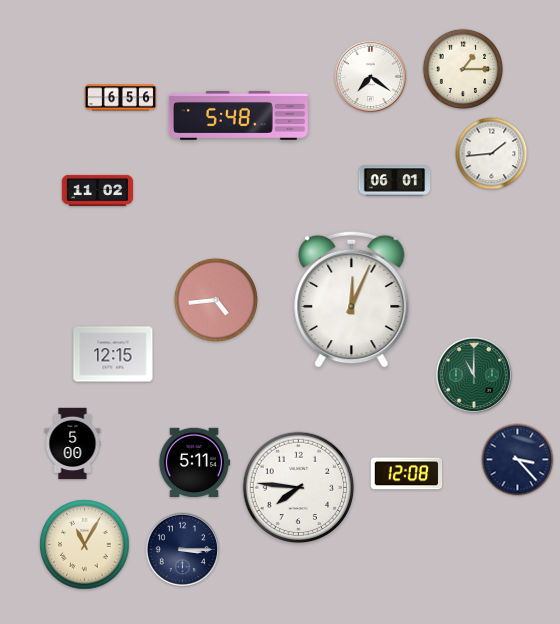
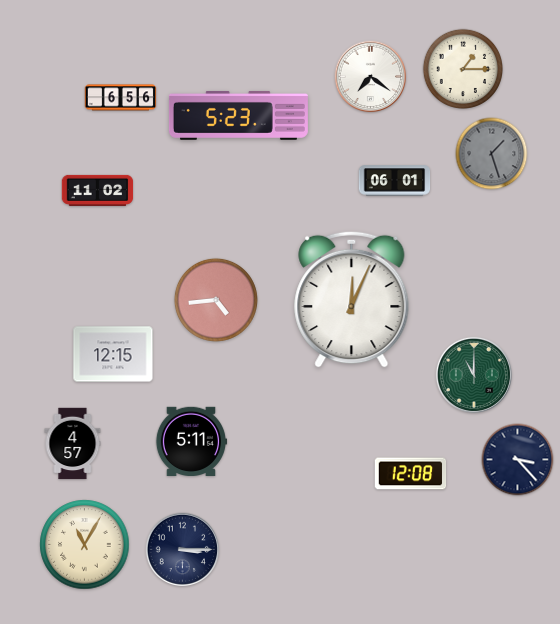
clock at (238, 115): 5:48 -> 5:23
clock at (492, 154): 1:44 -> 1:27
clock at (492, 154) dial: white -> grey
clock at (73, 444): 5:00 -> 4:57
clock at (194, 462) position: (194, 462) -> (191, 441)
clock at (407, 474) position: (407, 474) -> (411, 474)
clock at (299, 488): 7:46 -> none
